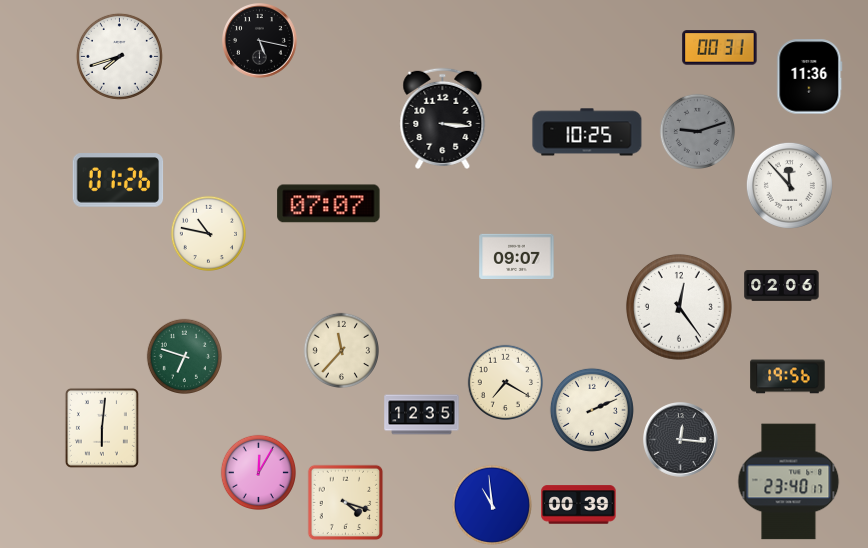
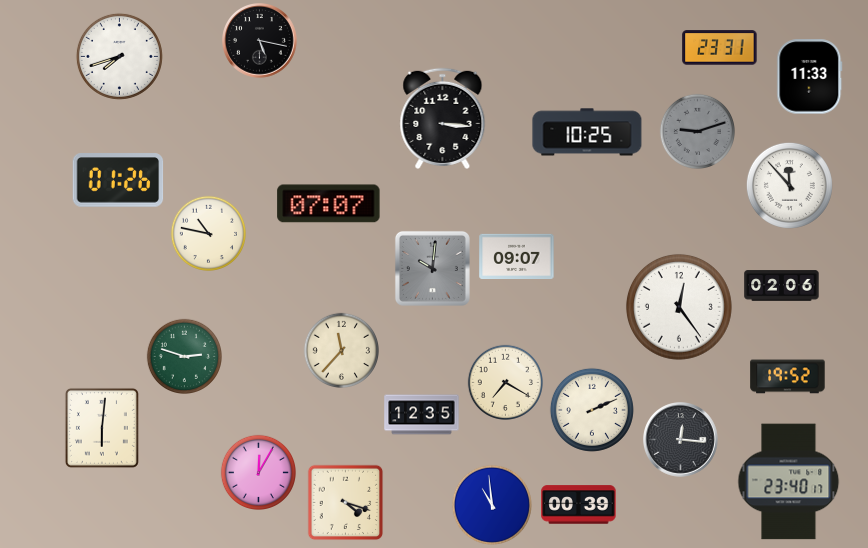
clock at (720, 48): 00:31 -> 23:31
clock at (810, 77): 11:36 -> 11:33
clock at (432, 268): none -> 10:01
clock at (184, 356): 6:48 -> 2:48
clock at (788, 377): 19:56 -> 19:52
